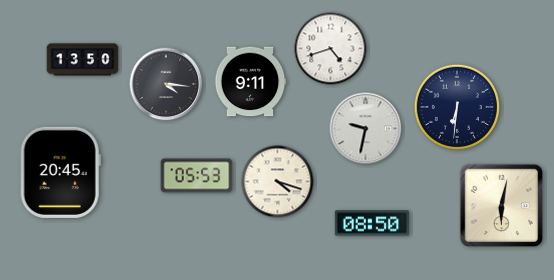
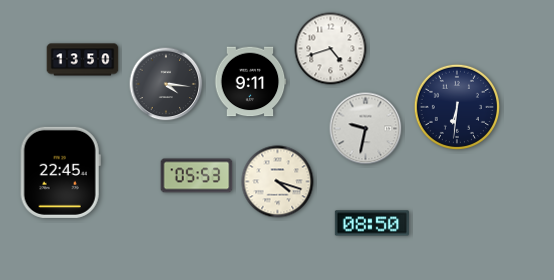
clock at (60, 172): 20:45 -> 22:45
clock at (501, 205): 6:02 -> none
